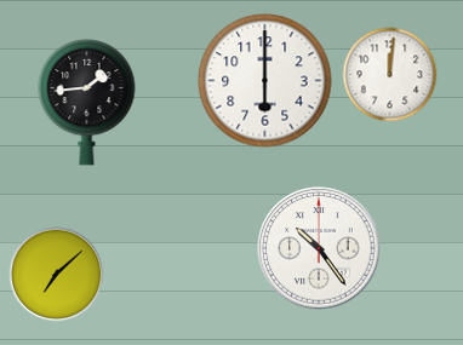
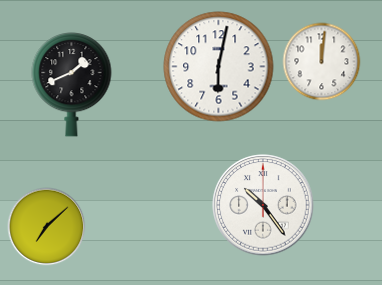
clock at (265, 81): 6:00 -> 6:02
clock at (87, 103): 1:44 -> 1:41
